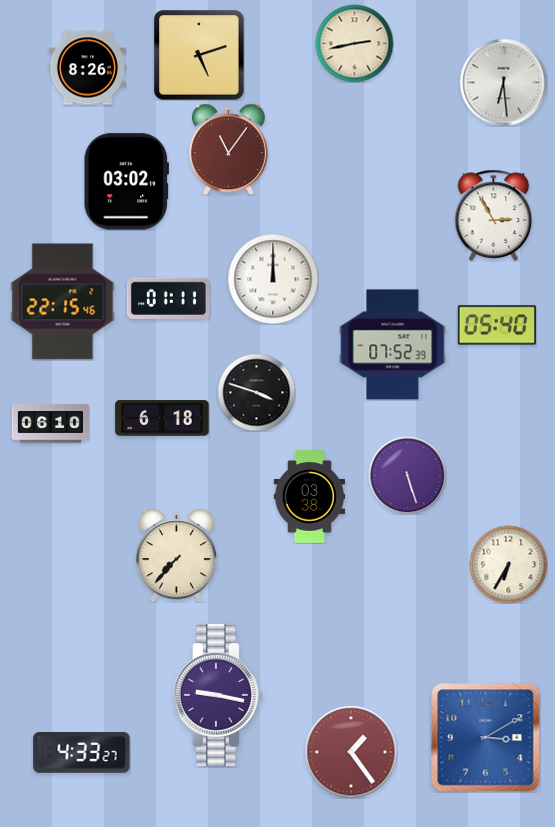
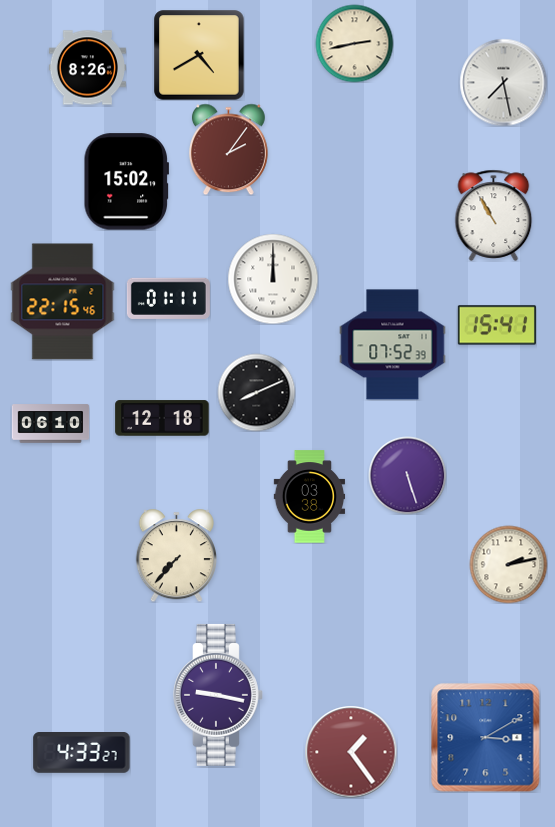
clock at (199, 55): 5:12 -> 4:40
clock at (503, 82): 6:29 -> 7:28
clock at (228, 149): 11:06 -> 2:06
clock at (126, 182): 03:02 -> 15:02
clock at (494, 215): 2:55 -> 10:55
clock at (497, 325): 05:40 -> 15:41
clock at (256, 392): 3:48 -> 8:11
clock at (162, 418): 6:18 -> 12:18
clock at (508, 564): 6:35 -> 2:13
